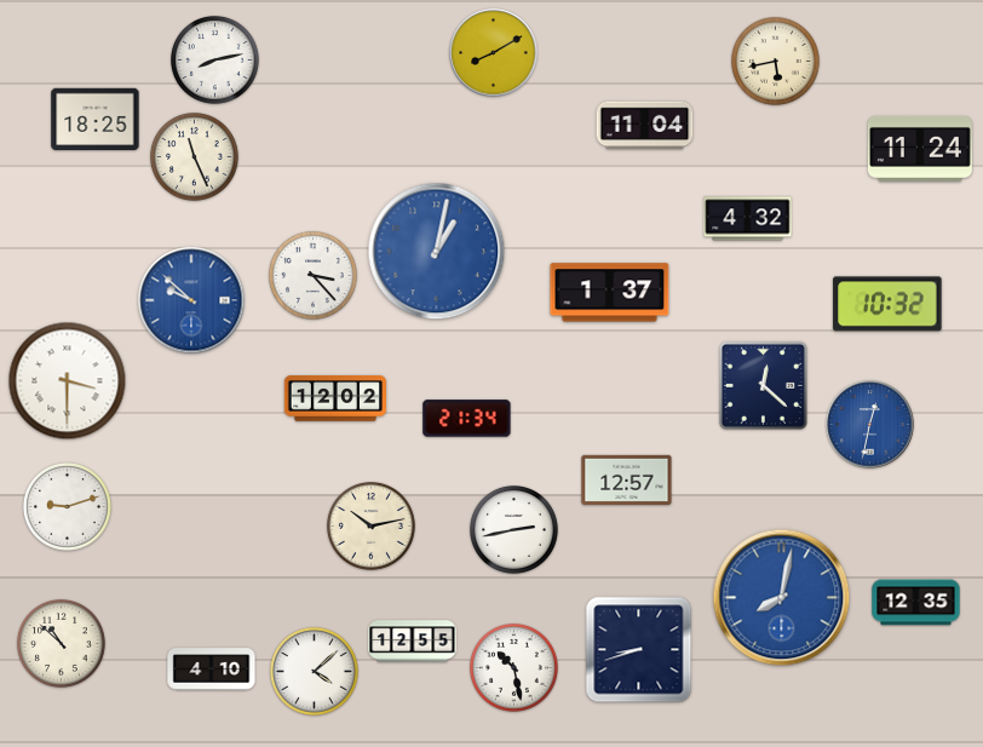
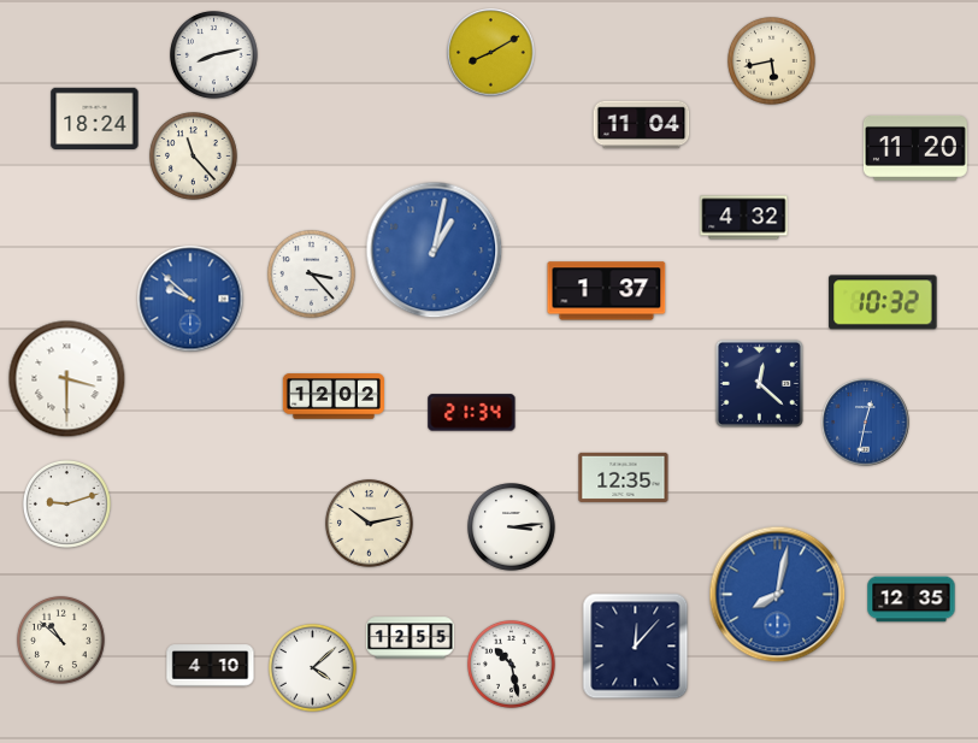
clock at (215, 61) position: (215, 61) -> (214, 55)
clock at (96, 120): 18:25 -> 18:24
clock at (920, 149): 11:24 -> 11:20
clock at (195, 157): 11:26 -> 11:23
clock at (467, 419) position: (467, 419) -> (472, 413)
clock at (627, 479): 12:57 -> 12:35
clock at (515, 530): 2:43 -> 3:14
clock at (639, 650): 8:42 -> 12:07
